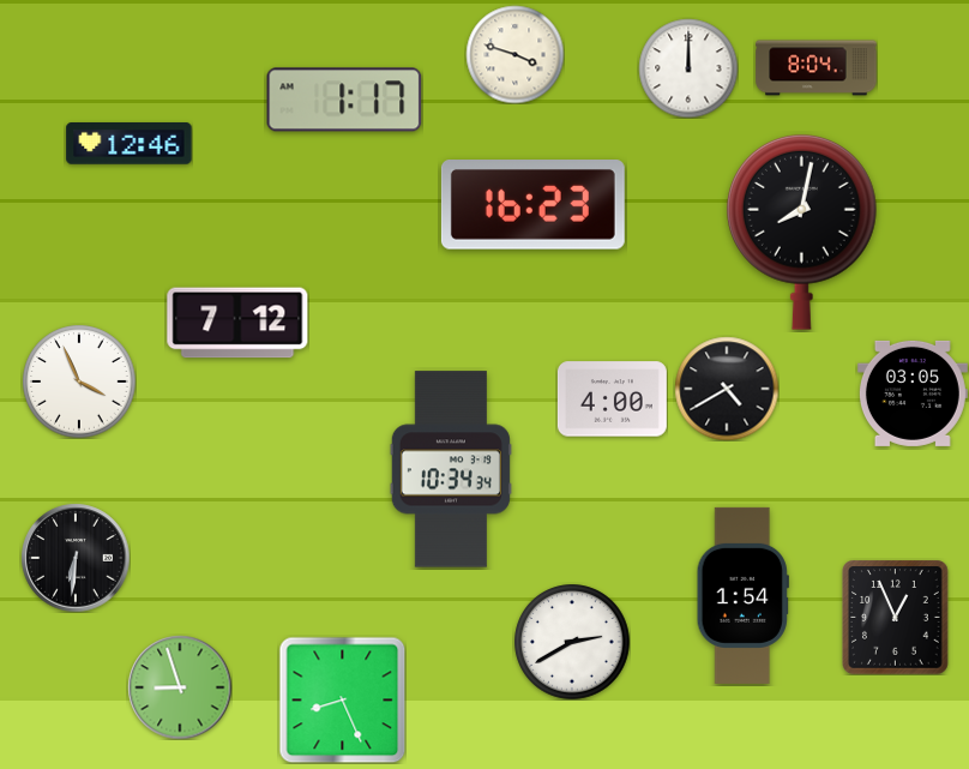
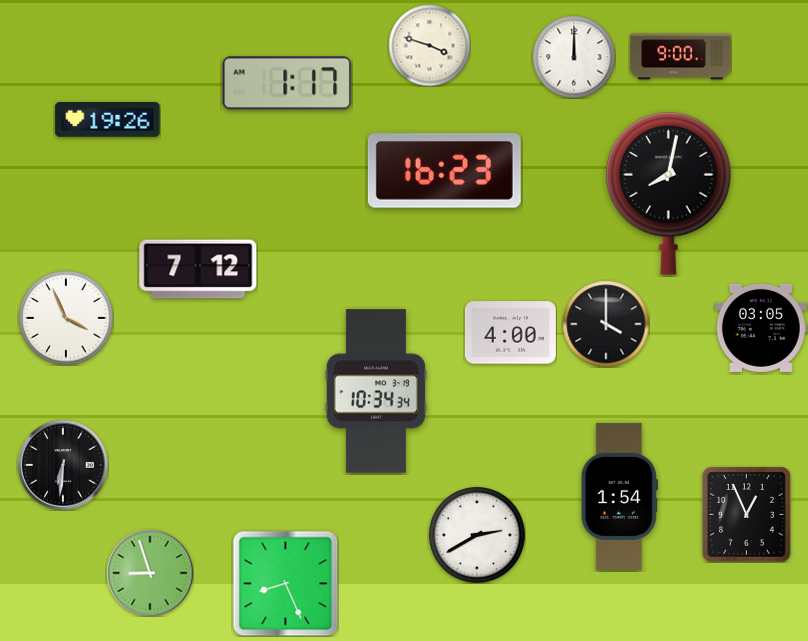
clock at (817, 68): 8:04 -> 9:00
clock at (130, 144): 12:46 -> 19:26
clock at (727, 389): 4:40 -> 4:00
